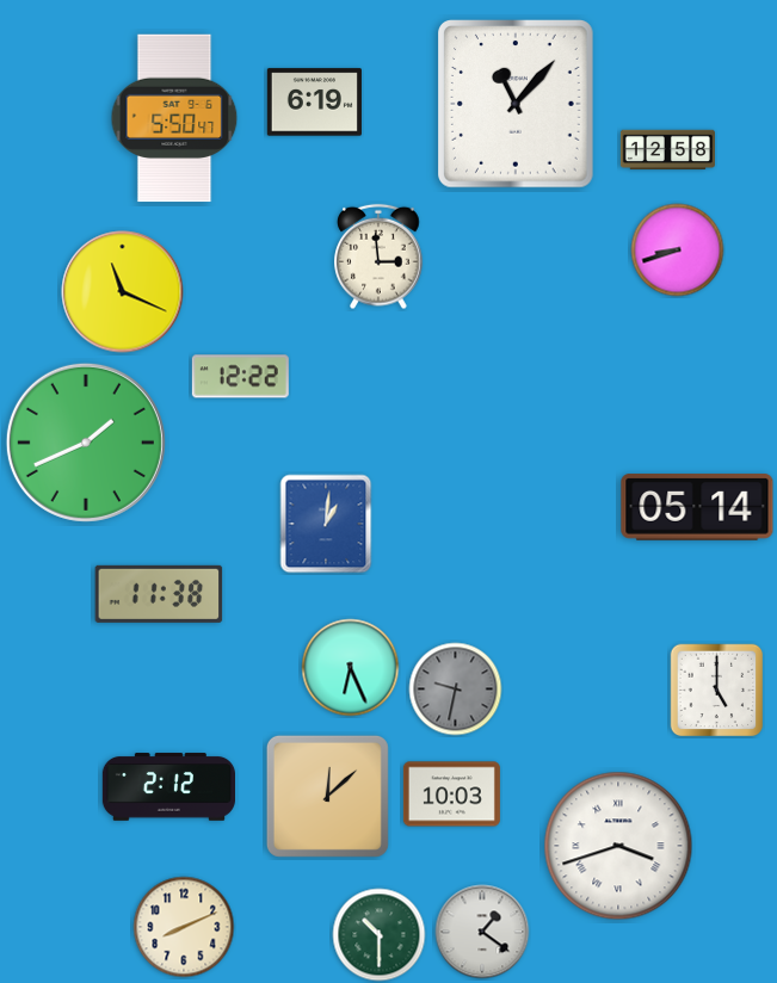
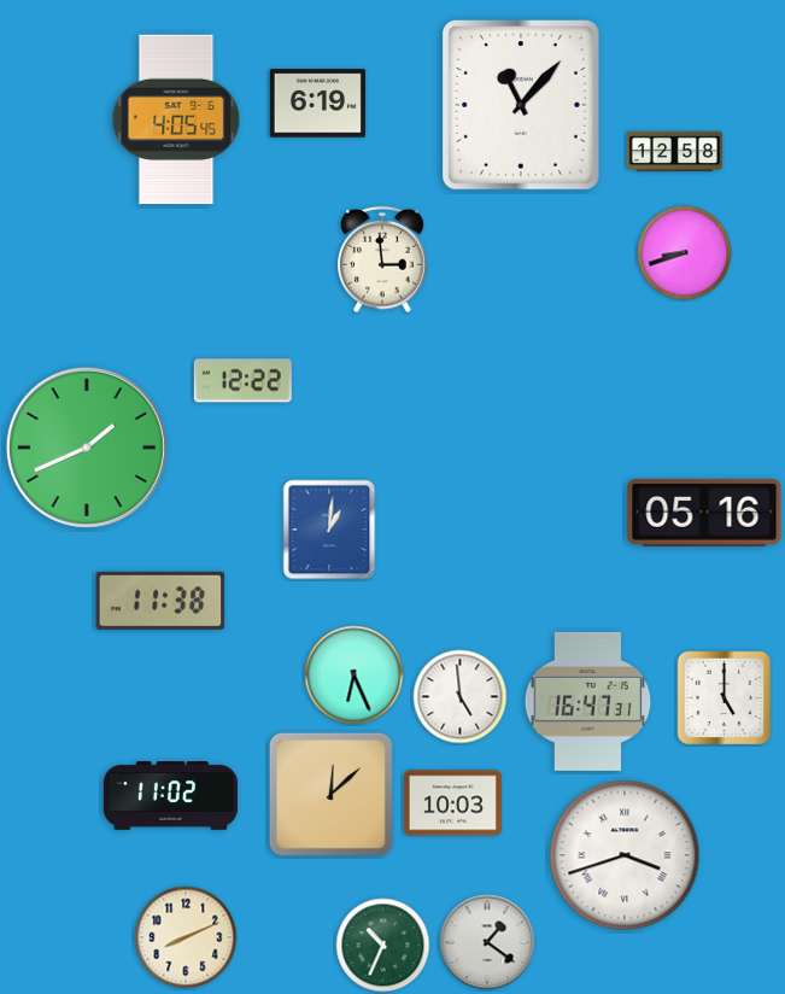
clock at (174, 118): 5:50 -> 4:05
clock at (123, 292): 11:19 -> none
clock at (697, 507): 05:14 -> 05:16
clock at (456, 690): 9:32 -> 4:59
clock at (456, 690) dial: grey -> white
clock at (588, 701): none -> 16:47
clock at (168, 787): 2:12 -> 11:02
clock at (451, 795) position: (451, 795) -> (452, 803)
clock at (327, 796) position: (327, 796) -> (330, 794)
clock at (380, 935): 10:30 -> 10:34
